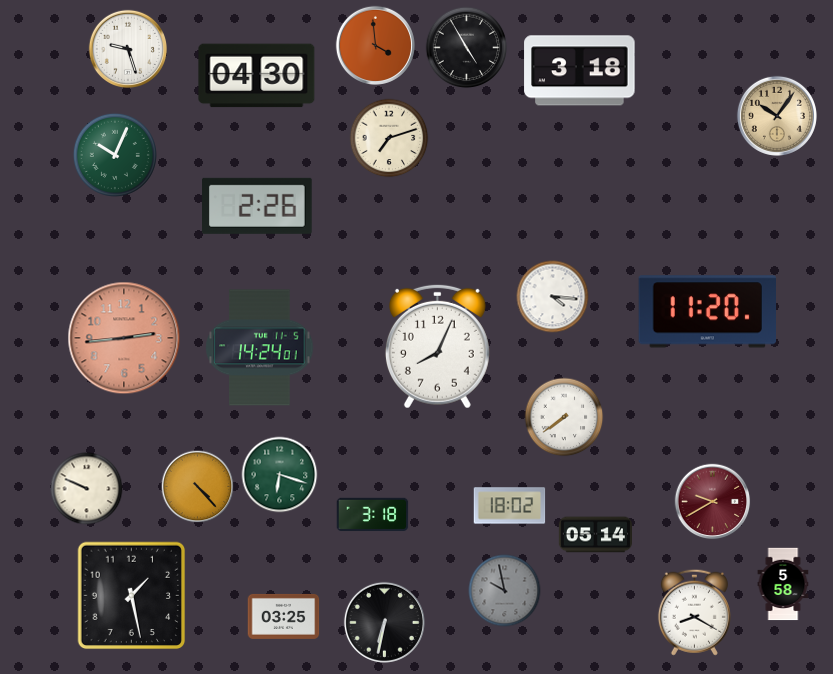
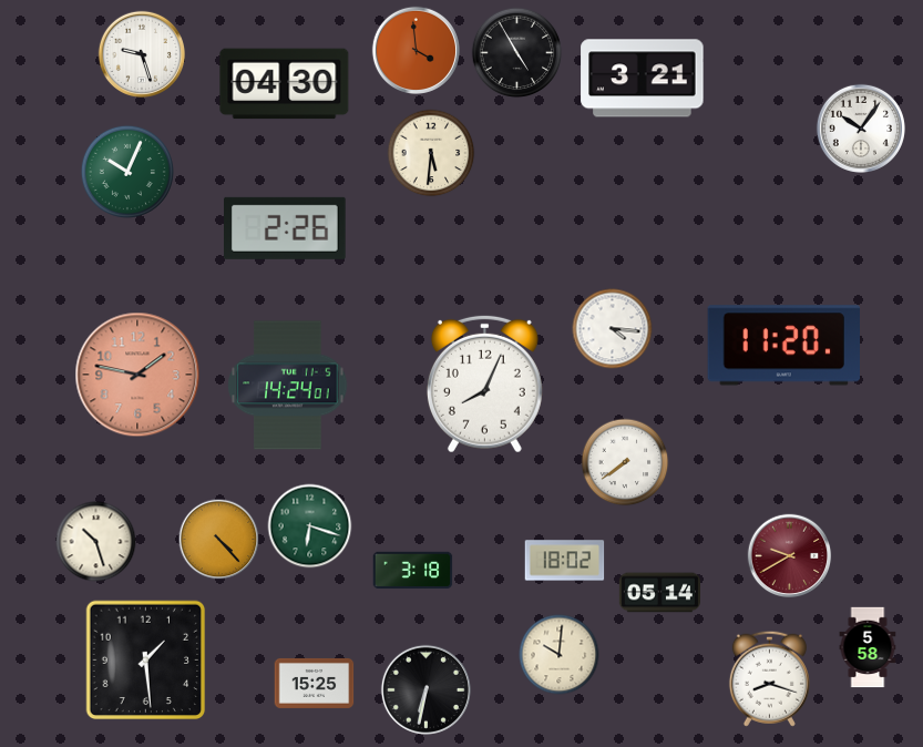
clock at (580, 71): 3:18 -> 3:21
clock at (777, 116) dial: champagne -> white
clock at (389, 138): 7:12 -> 5:31
clock at (124, 338): 2:44 -> 1:47
clock at (87, 489): 9:49 -> 10:27
clock at (505, 591): 9:58 -> 10:01
clock at (505, 591) dial: grey -> cream
clock at (132, 596): 1:28 -> 1:29
clock at (694, 612): 8:20 -> 8:18
clock at (284, 616): 03:25 -> 15:25
